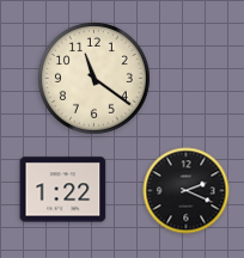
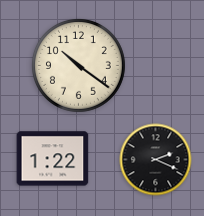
clock at (93, 78): 11:21 -> 10:21
